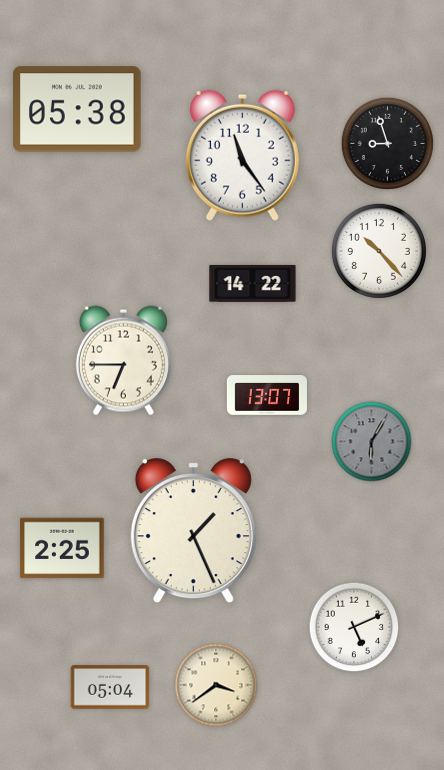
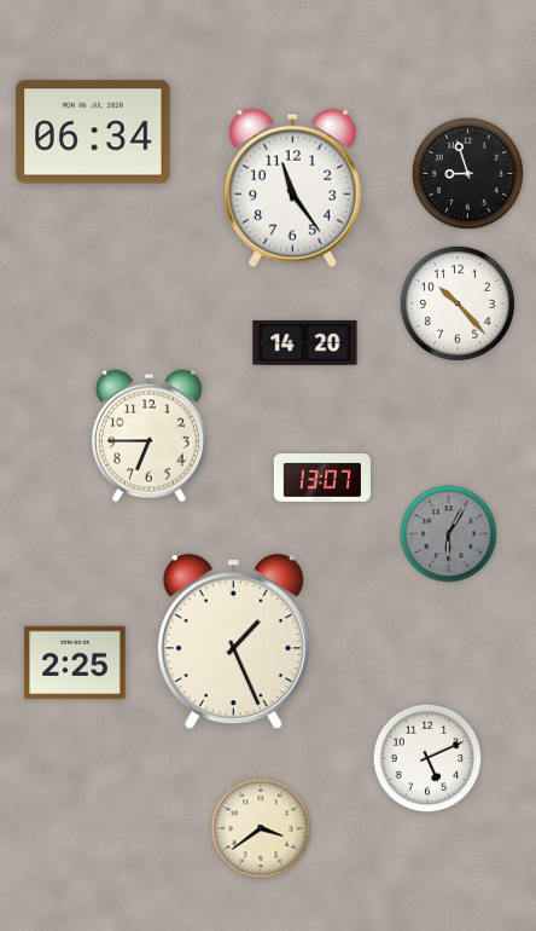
clock at (77, 109): 05:38 -> 06:34
clock at (253, 283): 14:22 -> 14:20
clock at (110, 687): 05:04 -> none
